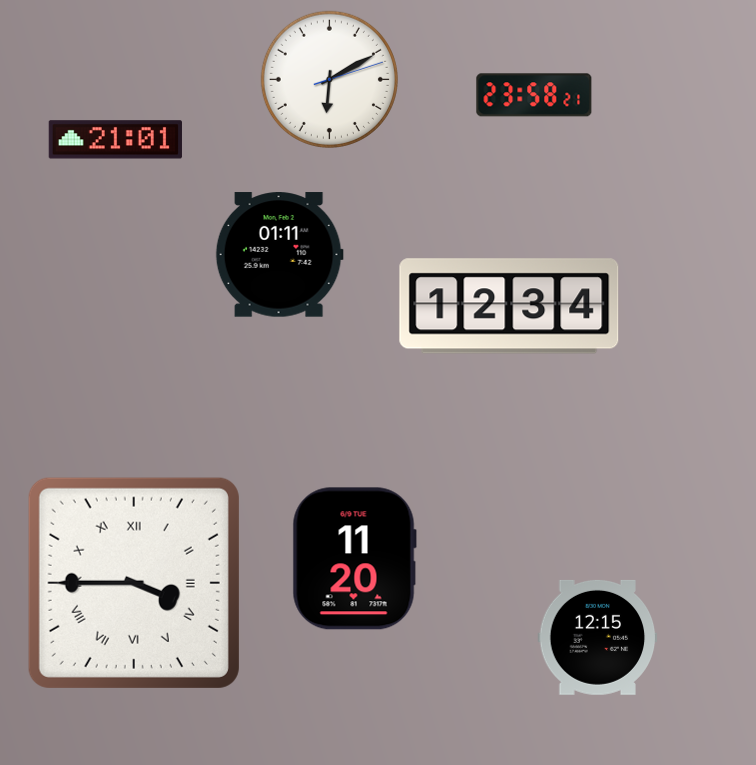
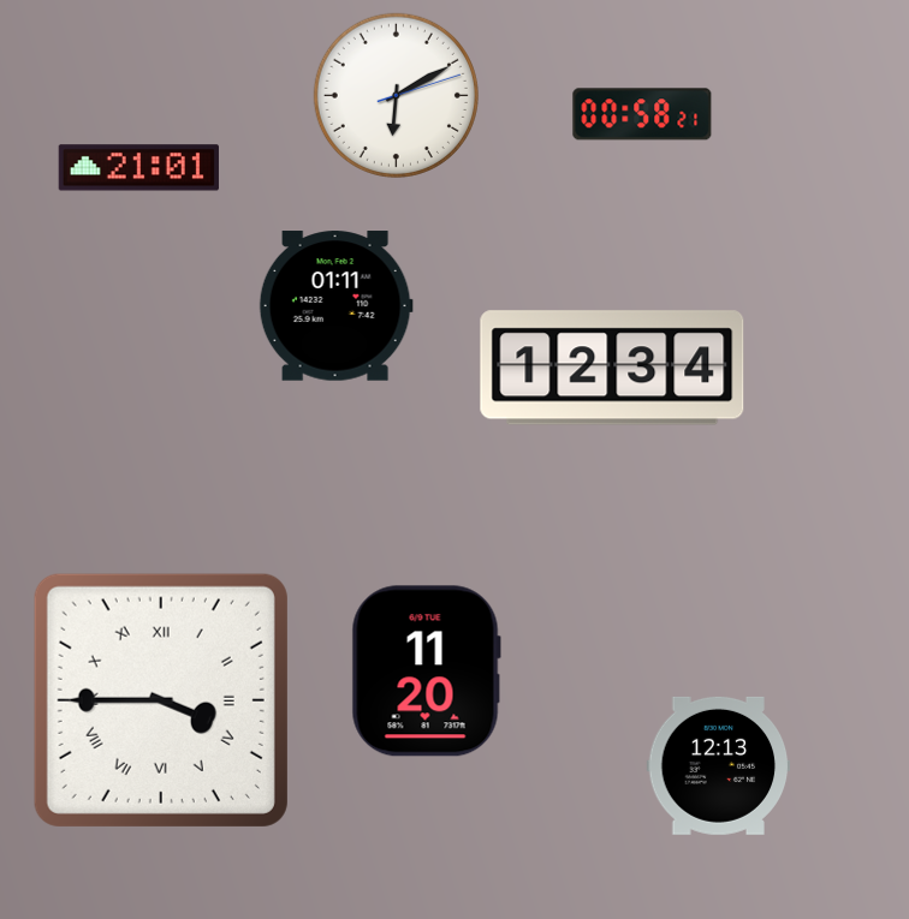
clock at (534, 95): 23:58 -> 00:58
clock at (598, 637): 12:15 -> 12:13
